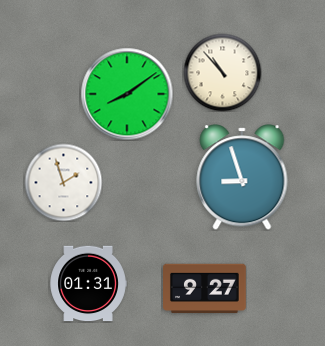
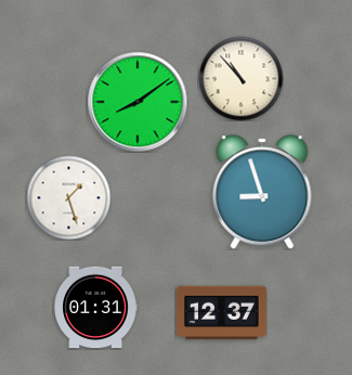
clock at (63, 182): 1:57 -> 1:27
clock at (205, 289): 9:27 -> 12:37
